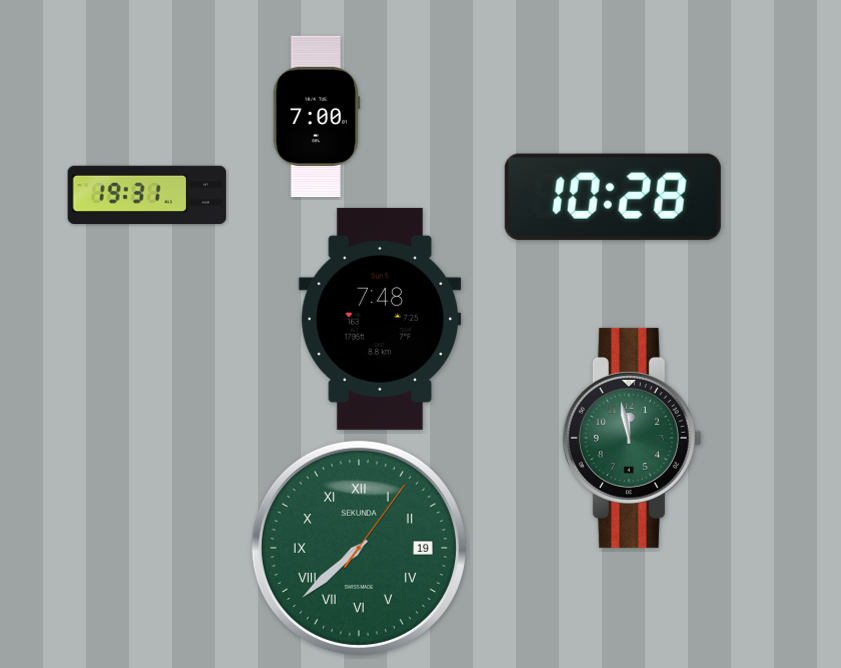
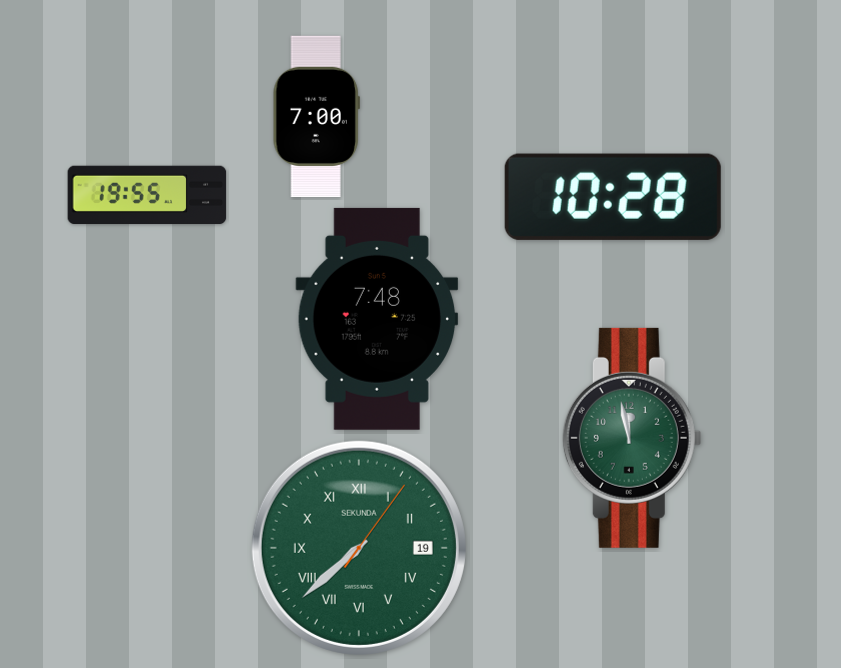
clock at (147, 195): 19:31 -> 19:55
clock at (380, 319) position: (380, 319) -> (377, 319)
